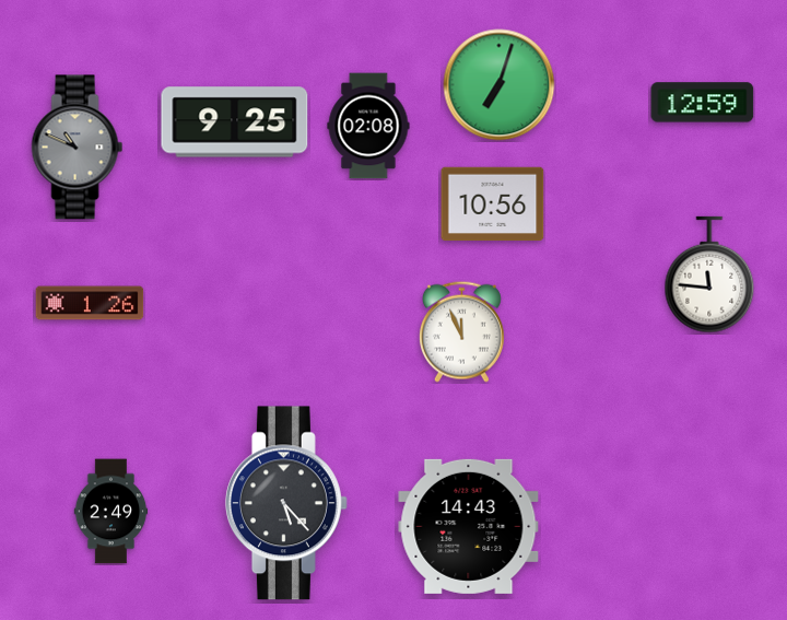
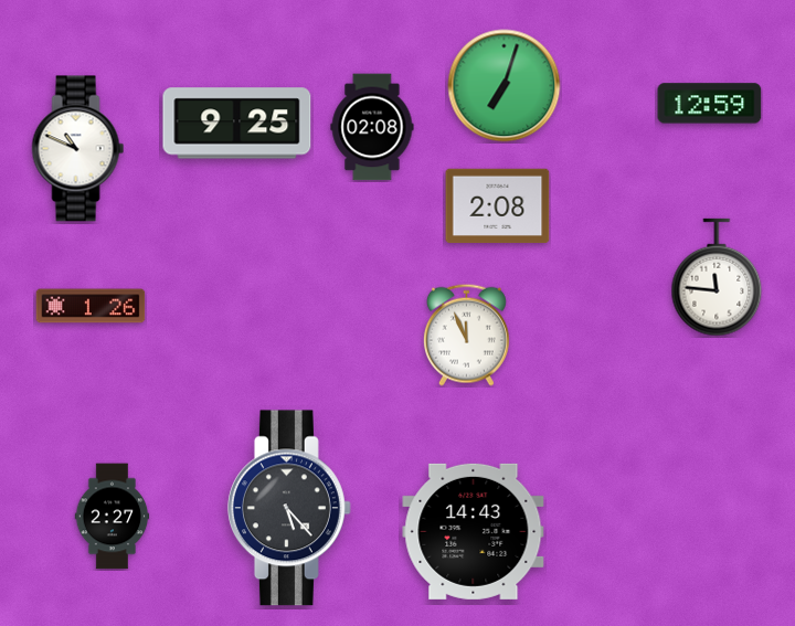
clock at (78, 148) dial: grey -> white
clock at (493, 204): 10:56 -> 2:08
clock at (111, 512): 2:49 -> 2:27
